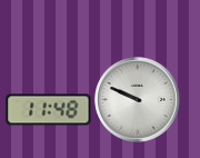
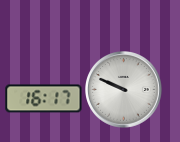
clock at (49, 110): 11:48 -> 16:17
